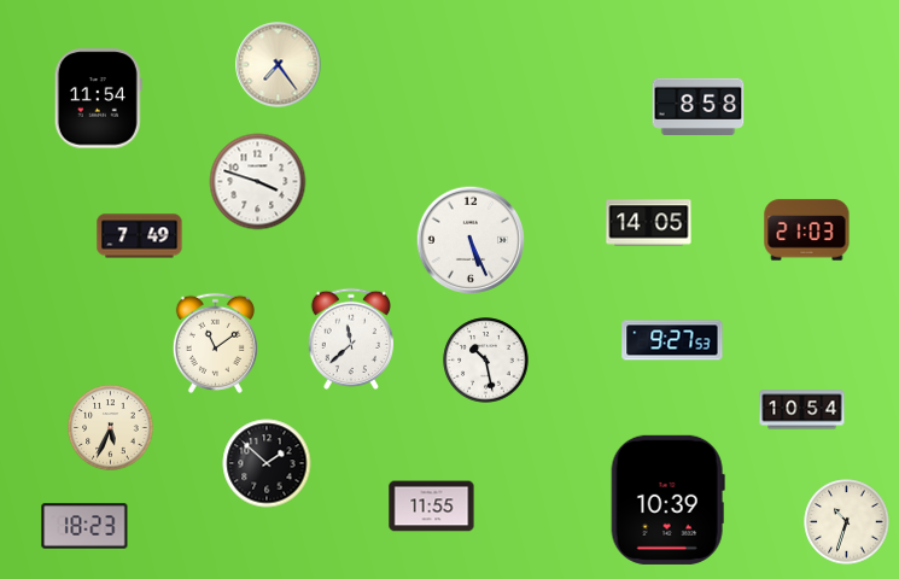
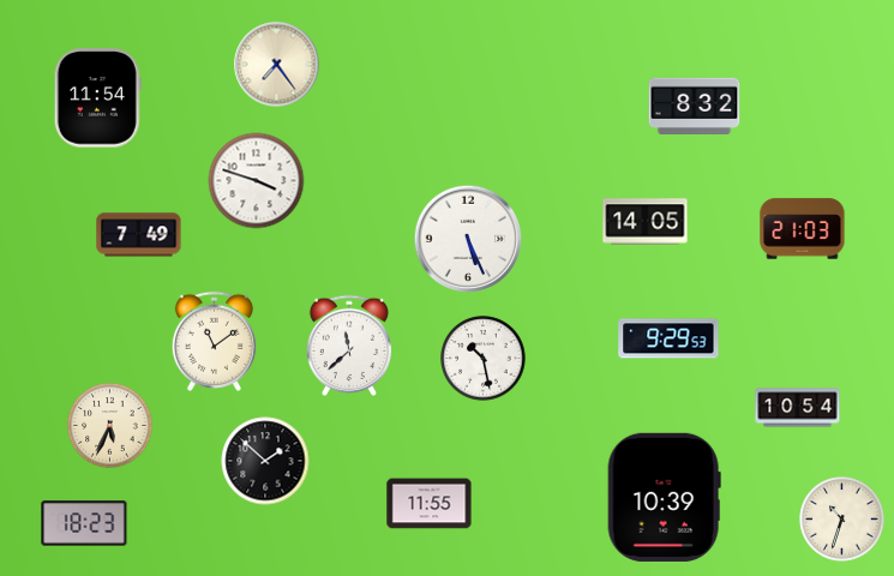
clock at (699, 106): 8:58 -> 8:32
clock at (350, 339) position: (350, 339) -> (348, 346)
clock at (672, 340): 9:27 -> 9:29
